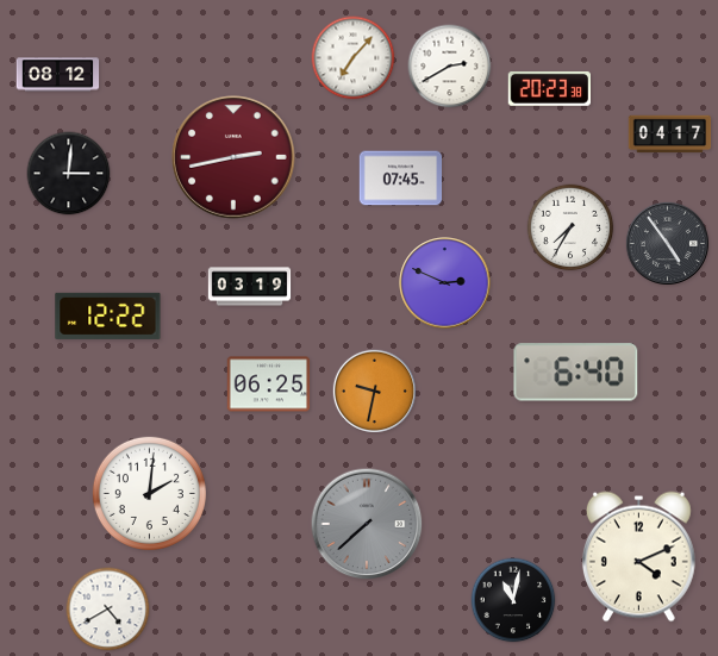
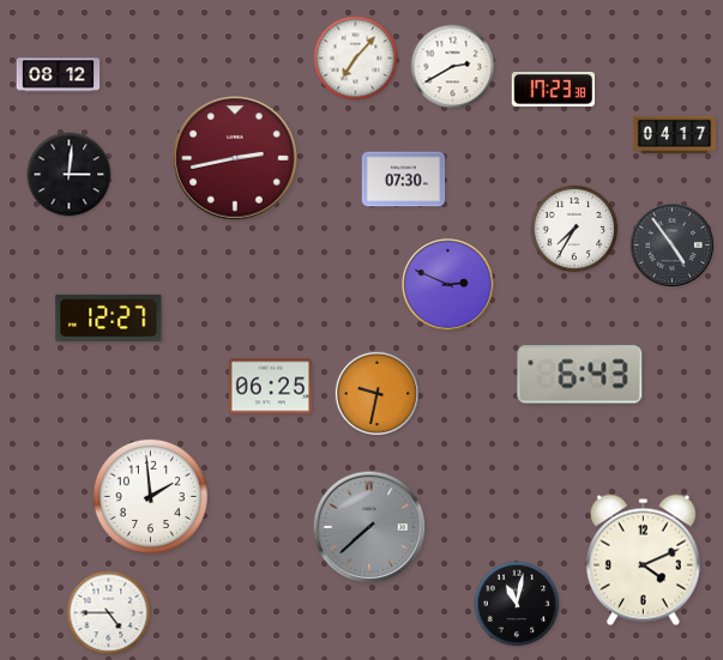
clock at (549, 88): 20:23 -> 17:23
clock at (401, 179): 07:45 -> 07:30
clock at (250, 287): 03:19 -> none
clock at (108, 315): 12:22 -> 12:27
clock at (576, 373): 6:40 -> 6:43
clock at (149, 493): 2:01 -> 1:59
clock at (108, 610): 4:40 -> 4:45
